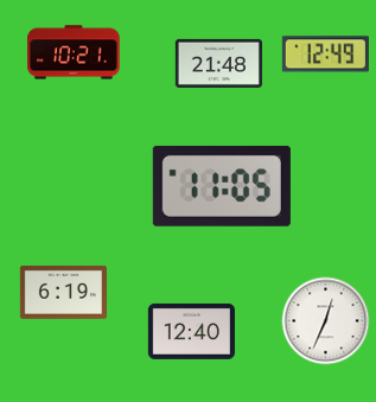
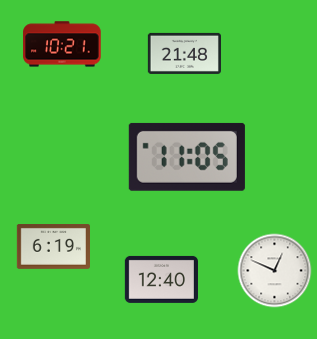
clock at (325, 55): 12:49 -> none
clock at (326, 321): 12:34 -> 12:49
